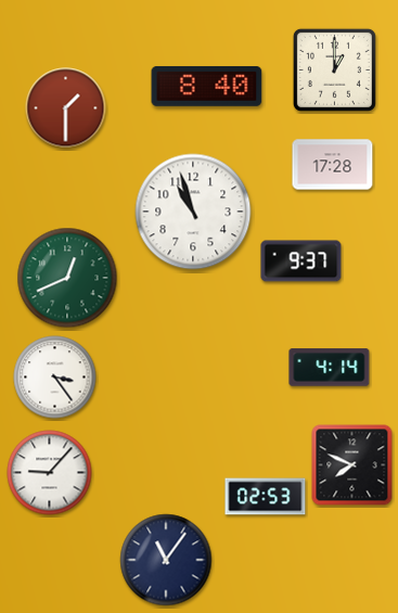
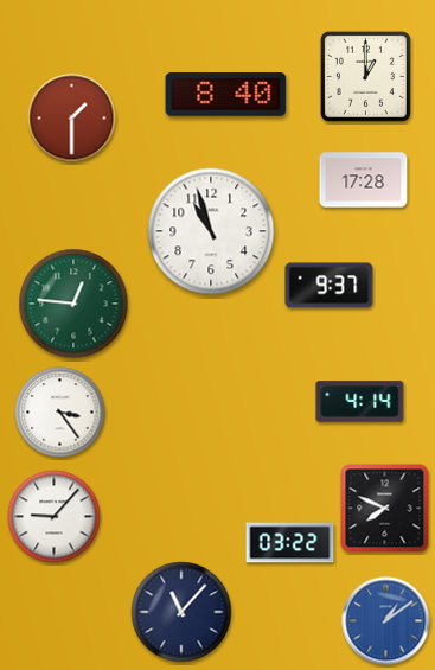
clock at (67, 278): 12:41 -> 12:46
clock at (266, 497): 02:53 -> 03:22
clock at (166, 560): 11:06 -> 11:07
clock at (386, 621): none -> 1:09
